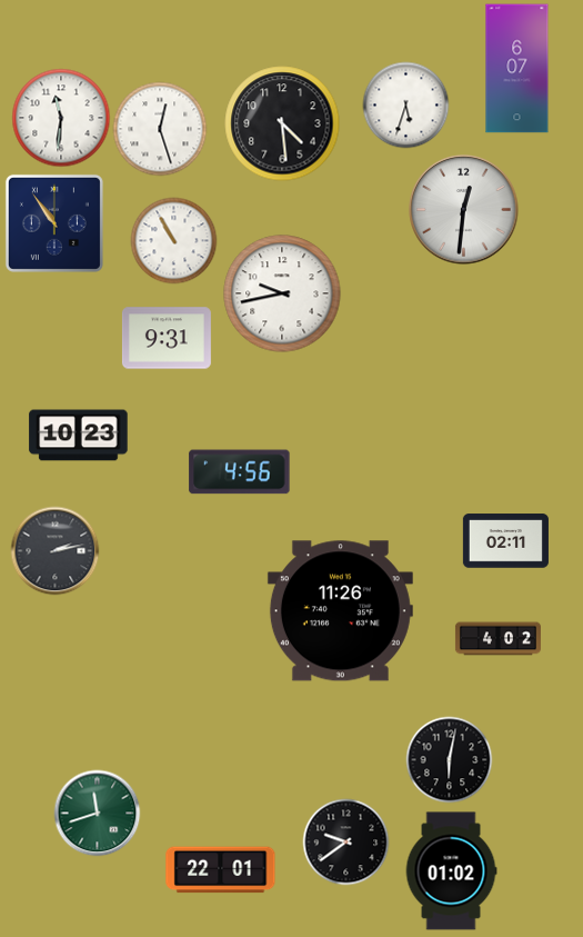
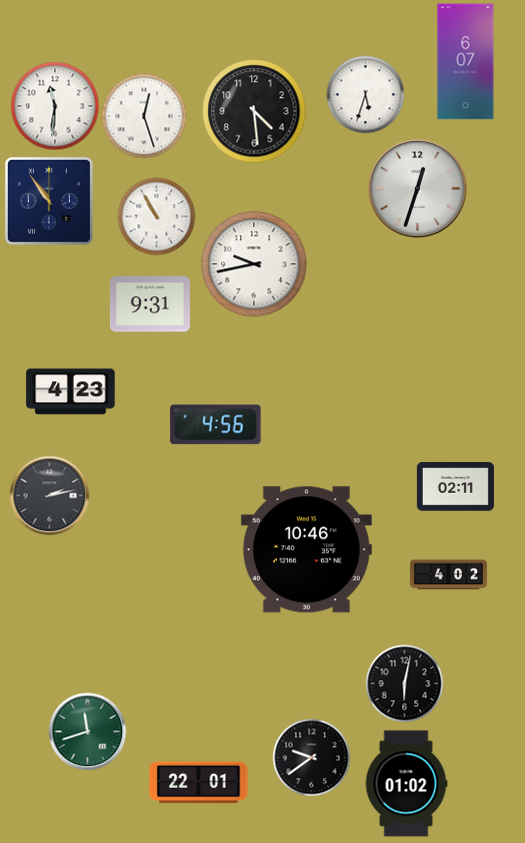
clock at (464, 210): 12:31 -> 12:33
clock at (79, 436): 10:23 -> 4:23
clock at (340, 611): 11:26 -> 10:46
